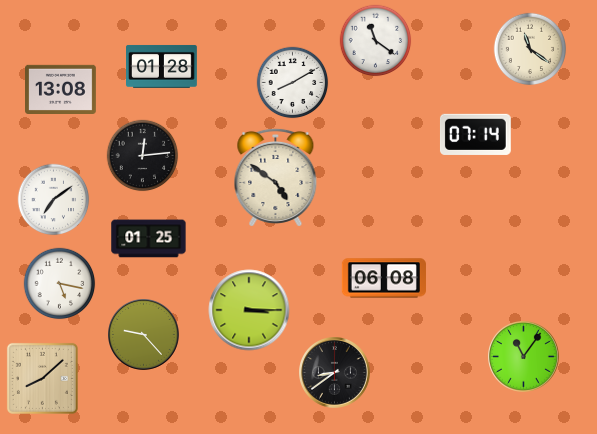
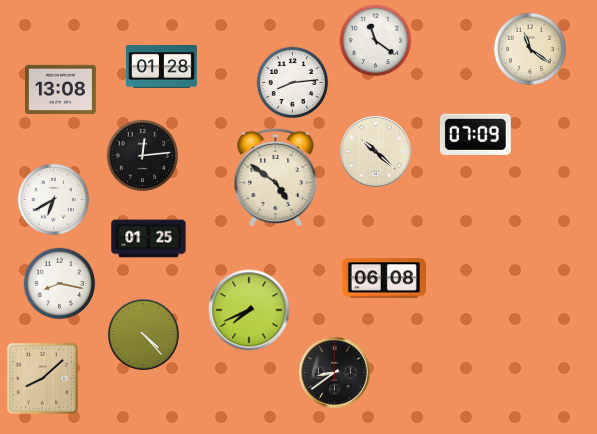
clock at (293, 83): 8:10 -> 8:14
clock at (475, 134): 07:14 -> 07:09
clock at (376, 152): none -> 10:22
clock at (54, 200): 7:09 -> 6:40
clock at (60, 284): 5:17 -> 8:17
clock at (249, 310): 3:15 -> 7:41
clock at (144, 335): 9:23 -> 4:23
clock at (524, 357): 11:06 -> none
